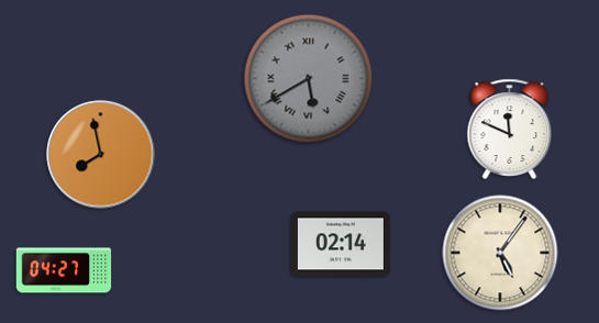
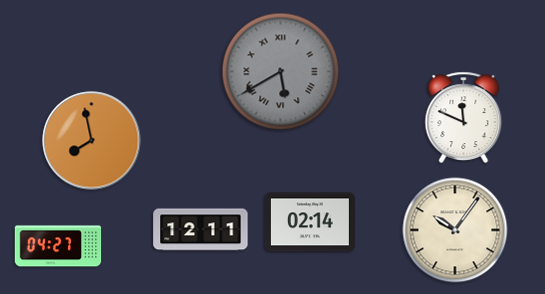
clock at (201, 230): none -> 12:11
clock at (500, 253): 5:06 -> 10:06
